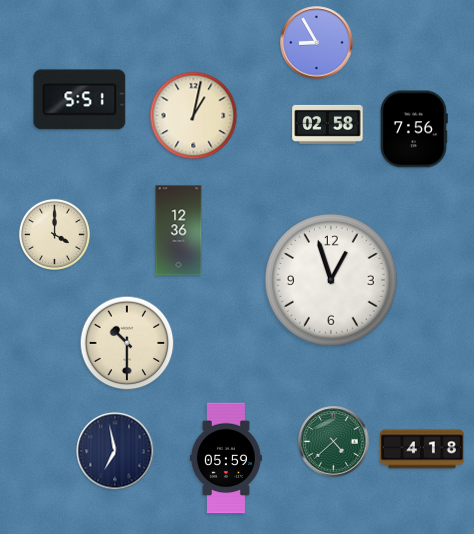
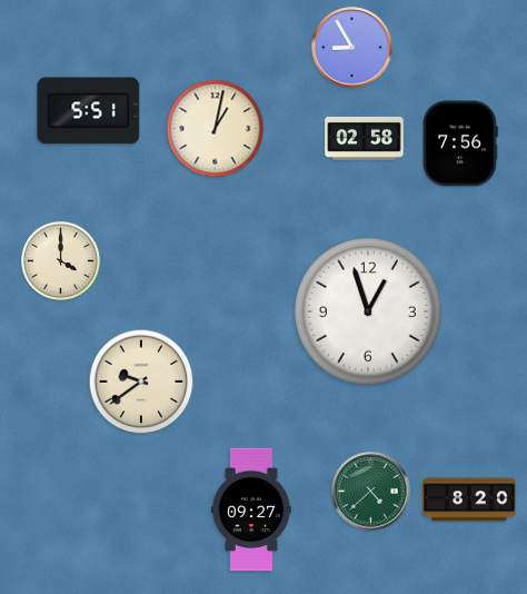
clock at (179, 231): 12:36 -> none
clock at (127, 343): 10:30 -> 9:39
clock at (423, 449): 4:18 -> 8:20
clock at (115, 451): 6:58 -> none
clock at (226, 458): 05:59 -> 09:27
